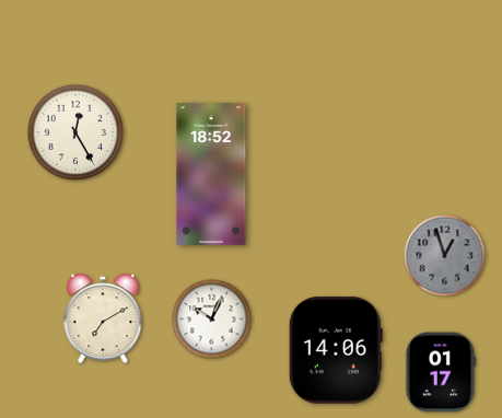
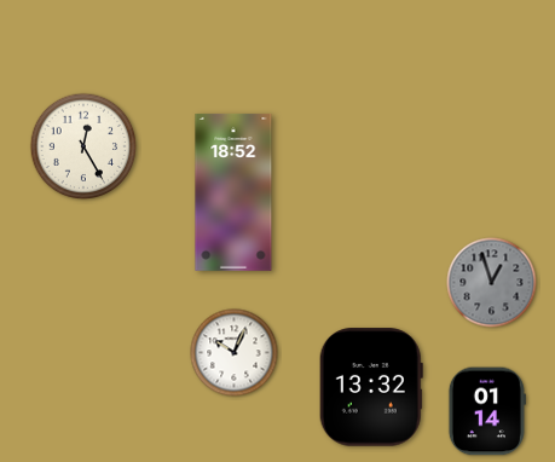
clock at (103, 318): 7:10 -> none
clock at (336, 350): 14:06 -> 13:32
clock at (441, 372): 01:17 -> 01:14
